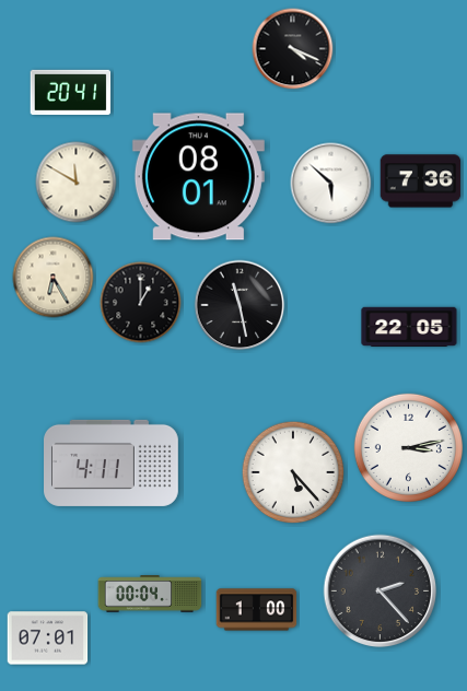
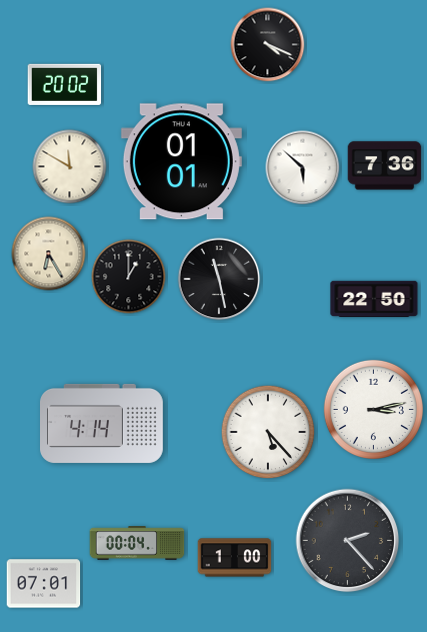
clock at (71, 92): 20:41 -> 20:02
clock at (198, 177): 08:01 -> 01:01
clock at (409, 327): 22:05 -> 22:50
clock at (112, 462): 4:11 -> 4:14
